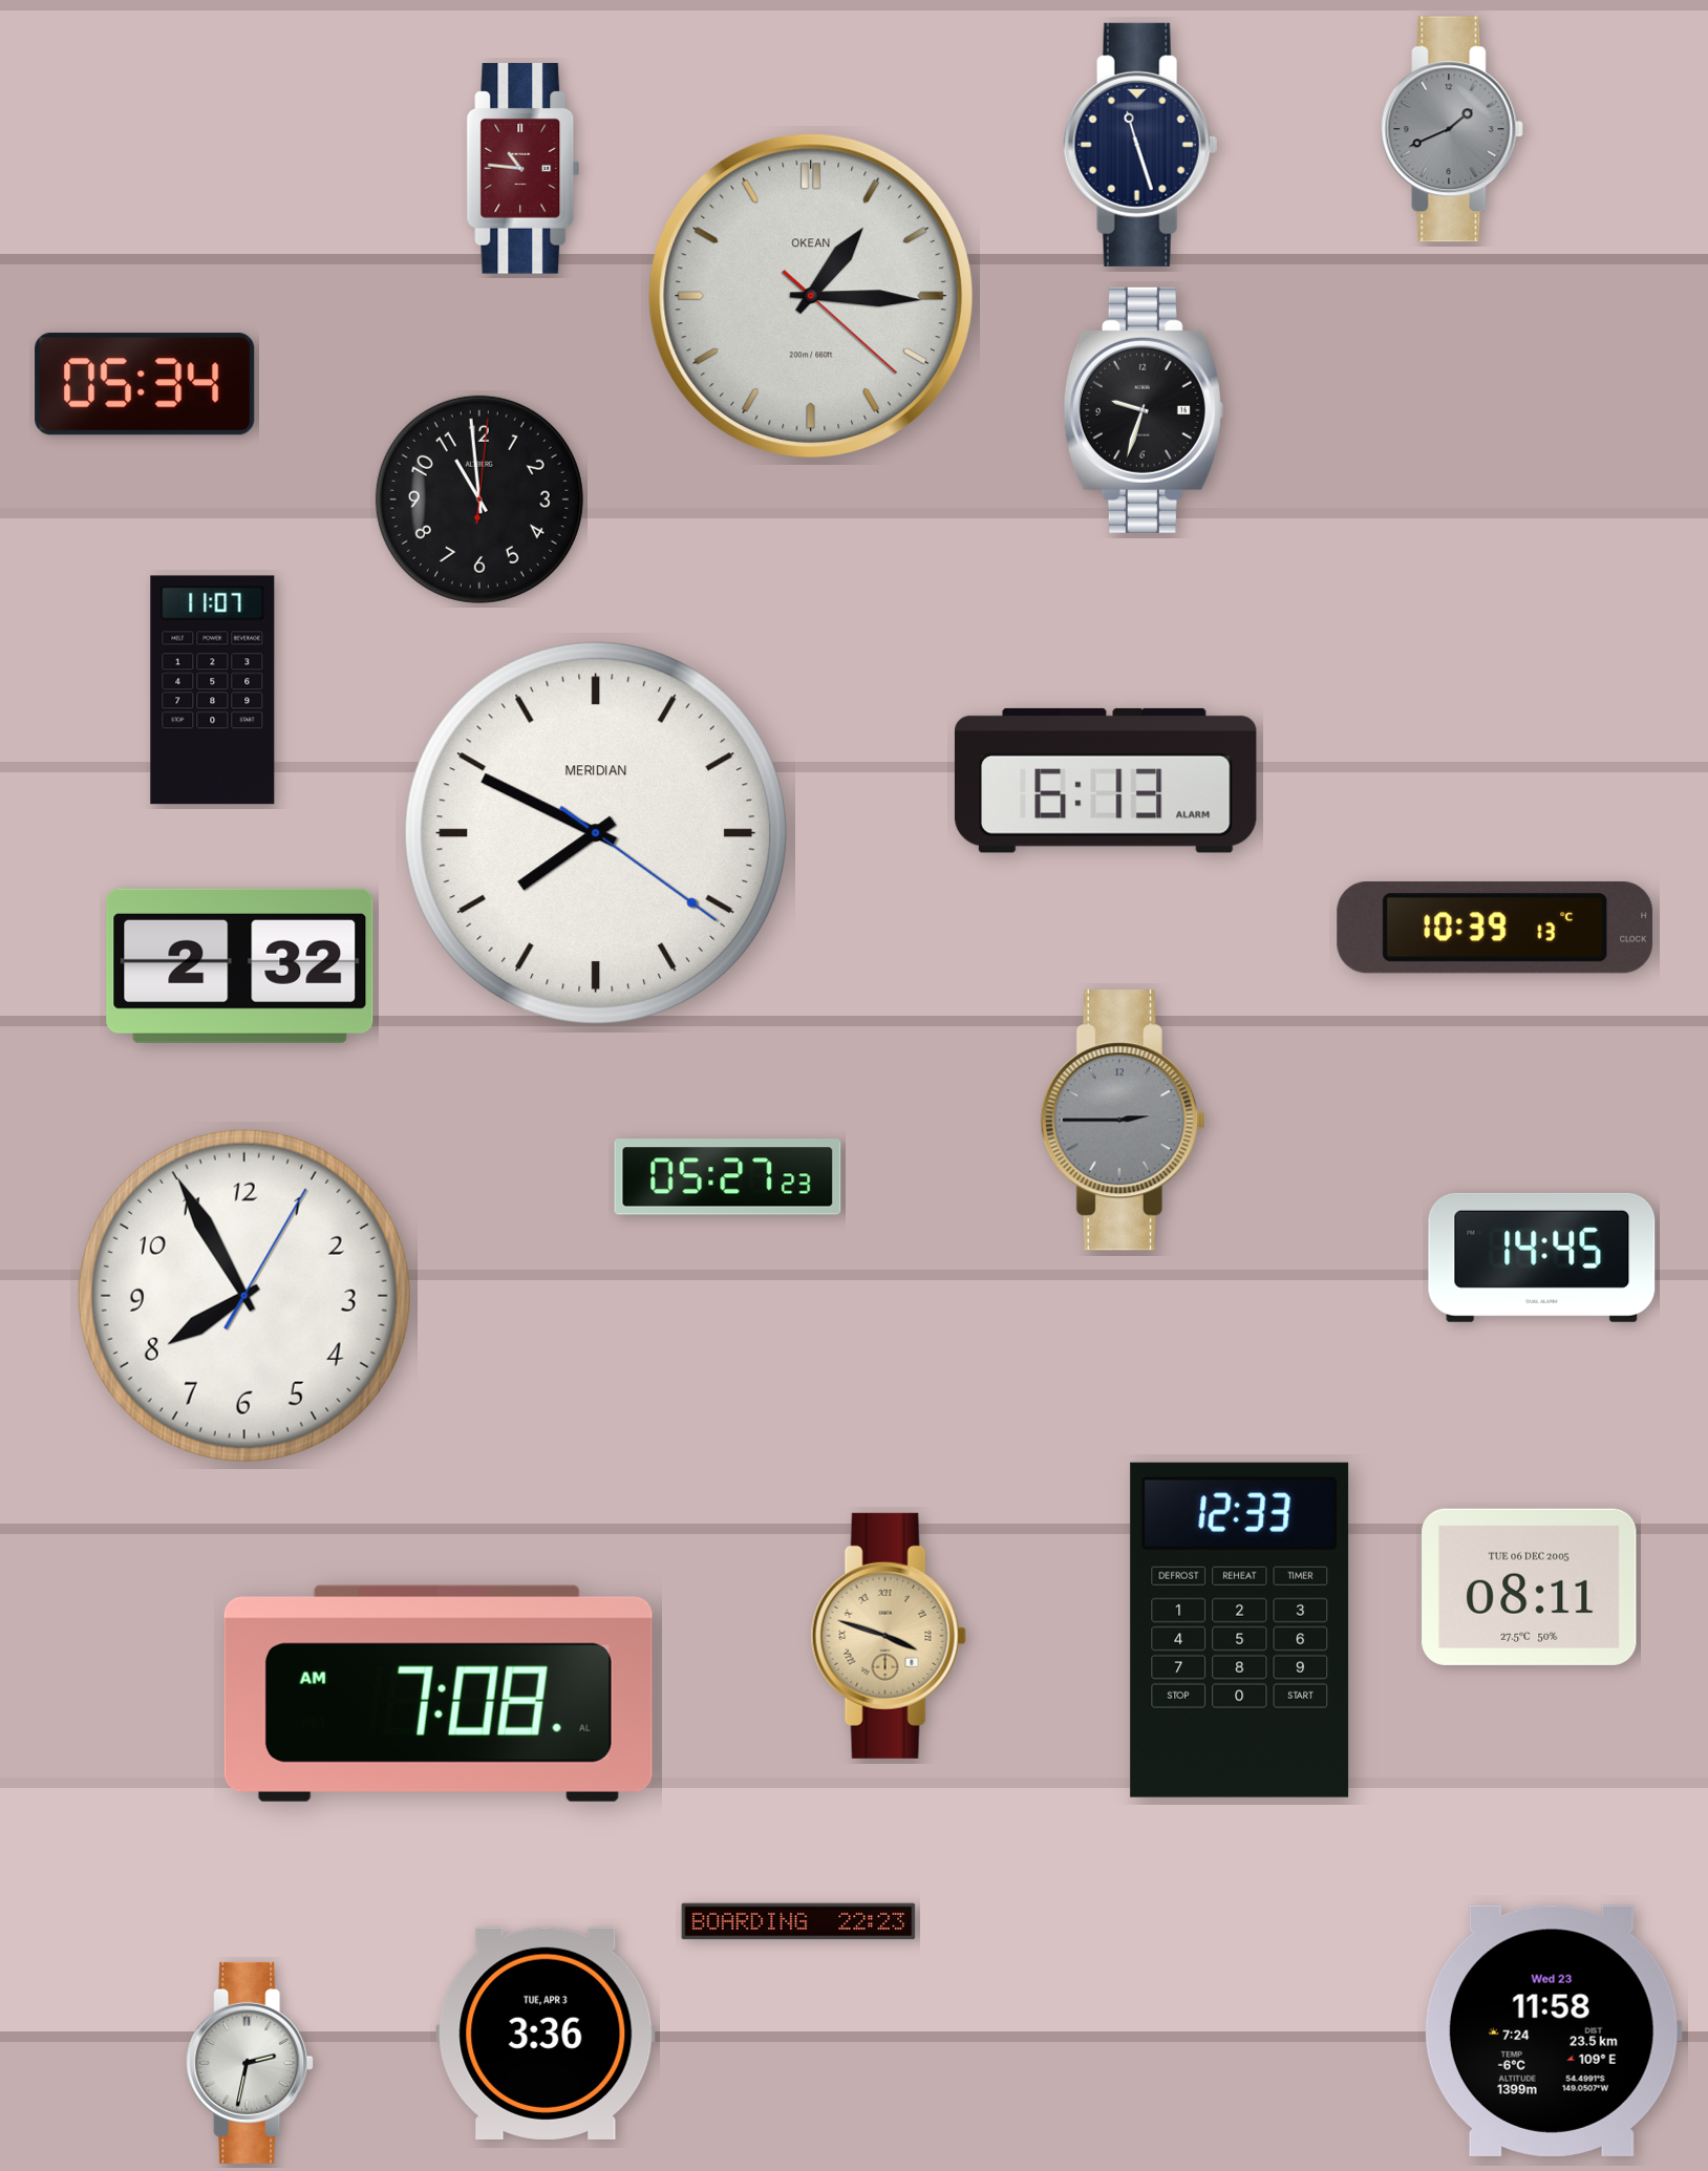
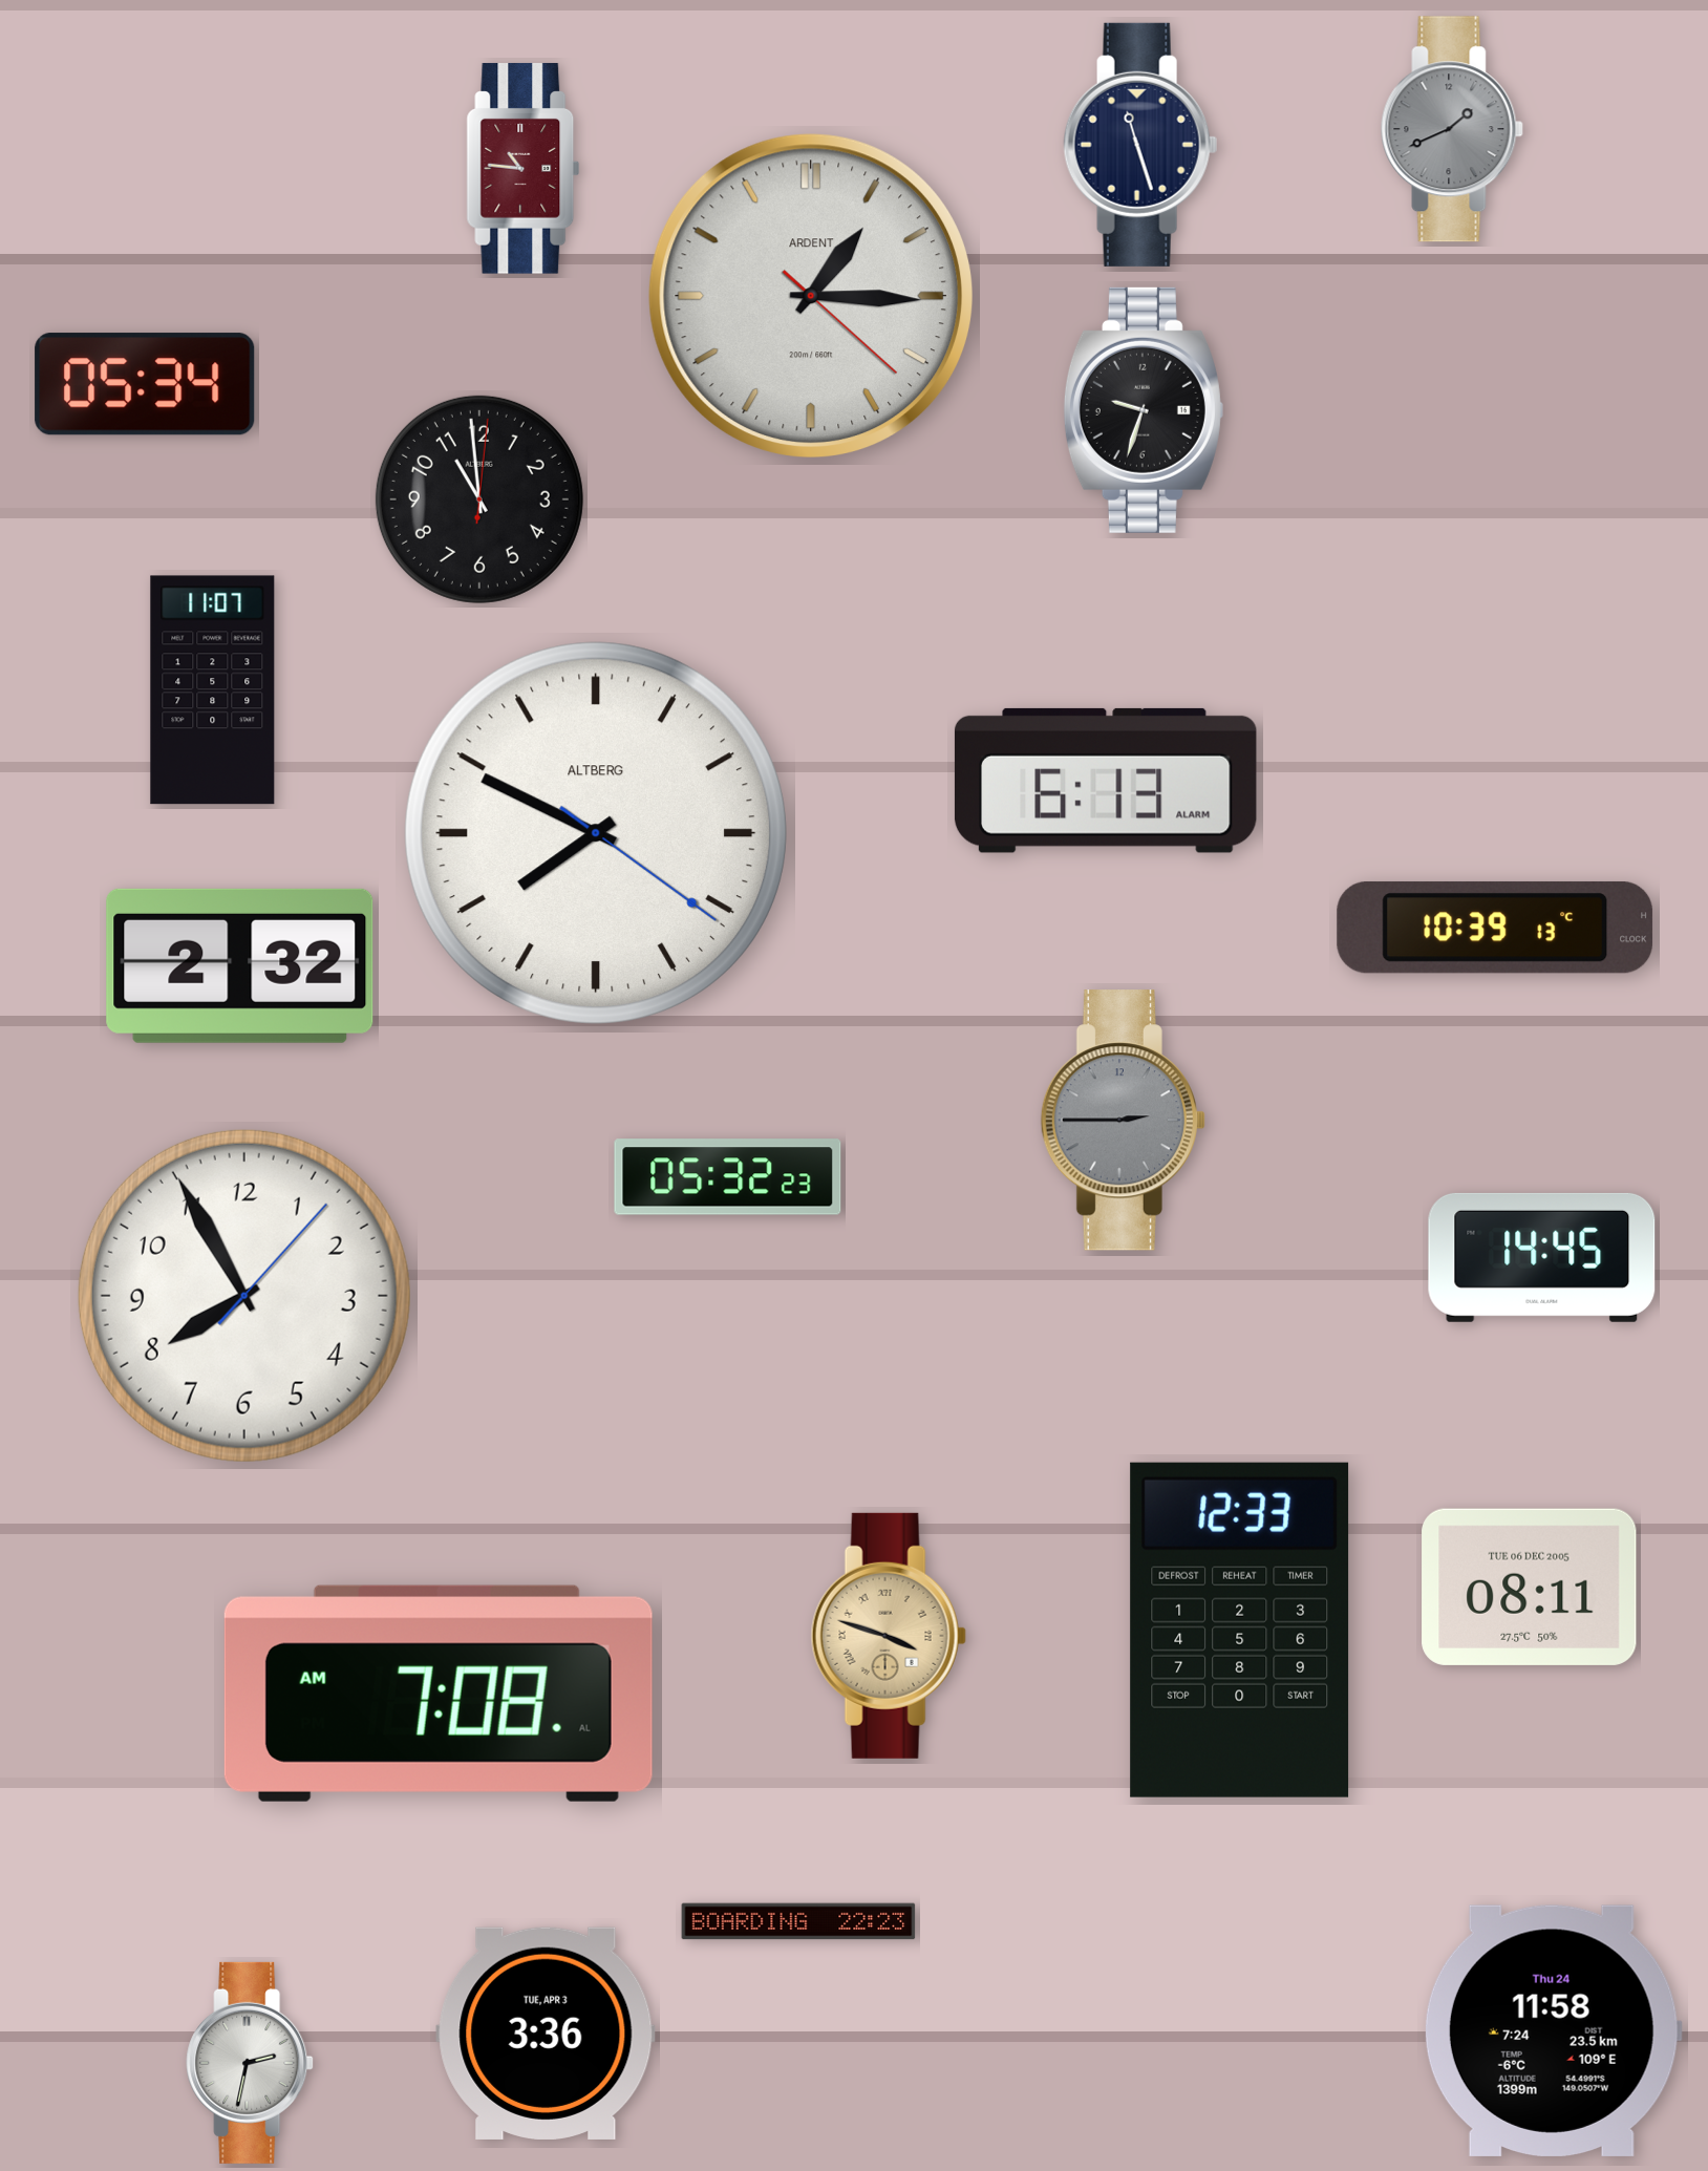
clock at (810, 295) brand: OKEAN -> ARDENT
clock at (596, 833) brand: MERIDIAN -> ALTBERG
clock at (728, 1177): 05:27 -> 05:32
clock at (244, 1296): 7:55:05 -> 7:55:07
clock at (1553, 2030) date: Wed 23 -> Thu 24
